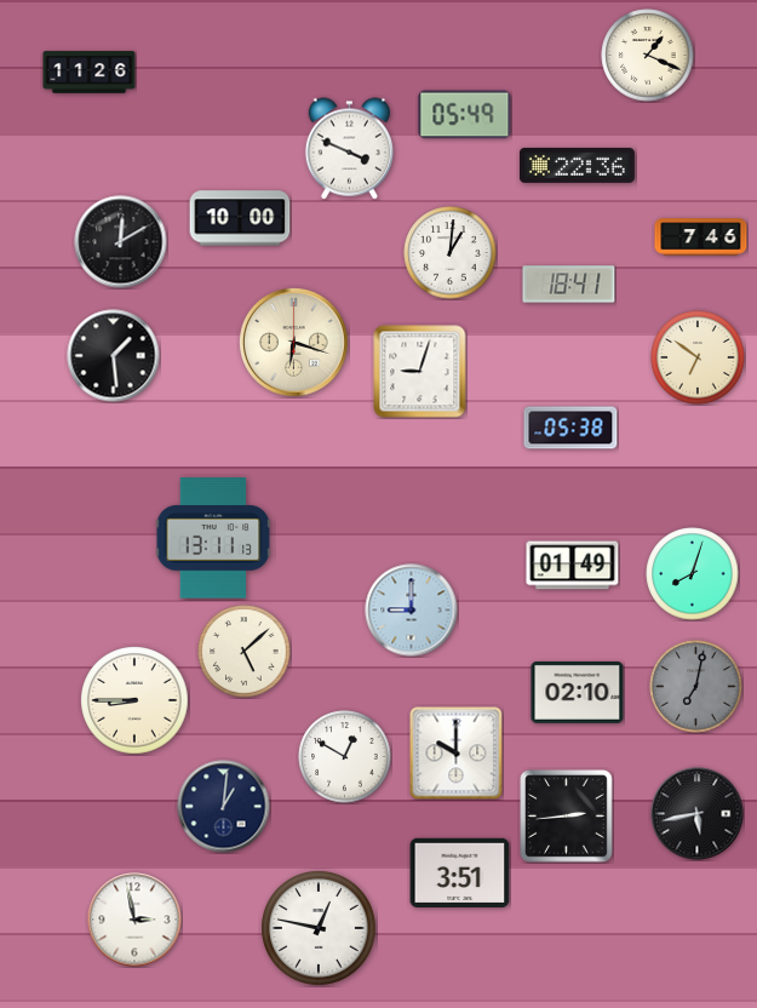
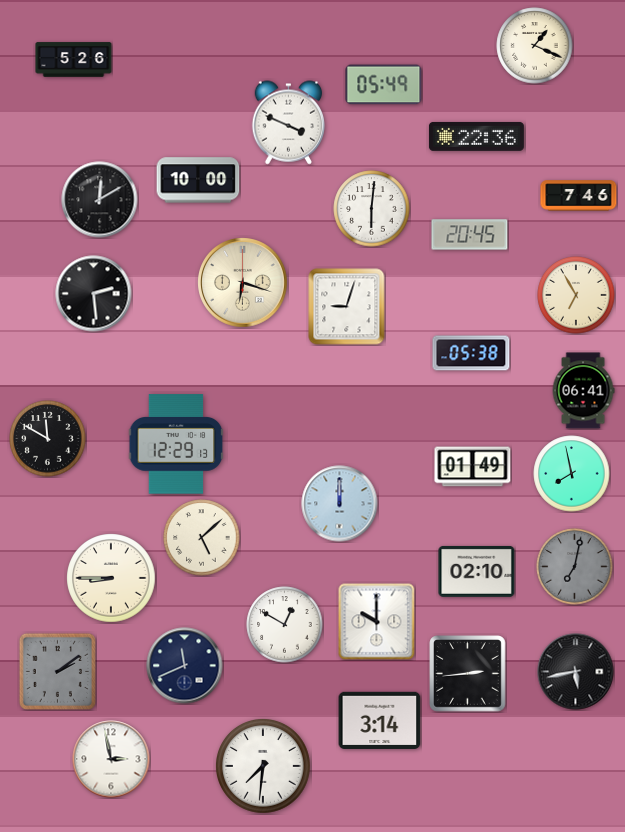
clock at (90, 73): 11:26 -> 5:26
clock at (465, 115) position: (465, 115) -> (384, 85)
clock at (451, 253): 1:01 -> 6:01
clock at (569, 285): 18:41 -> 20:45
clock at (114, 356): 1:29 -> 2:29
clock at (698, 357): 6:51 -> 6:55
clock at (583, 391): none -> 06:41
clock at (48, 439): none -> 11:50
clock at (213, 538): 13:11 -> 12:29
clock at (693, 574): 8:03 -> 7:58
clock at (412, 611): 9:00 -> 12:00
clock at (224, 807): 1:01 -> 11:41
clock at (57, 671): none -> 2:09
clock at (460, 872): 3:51 -> 3:14
clock at (320, 929): 12:47 -> 7:31
